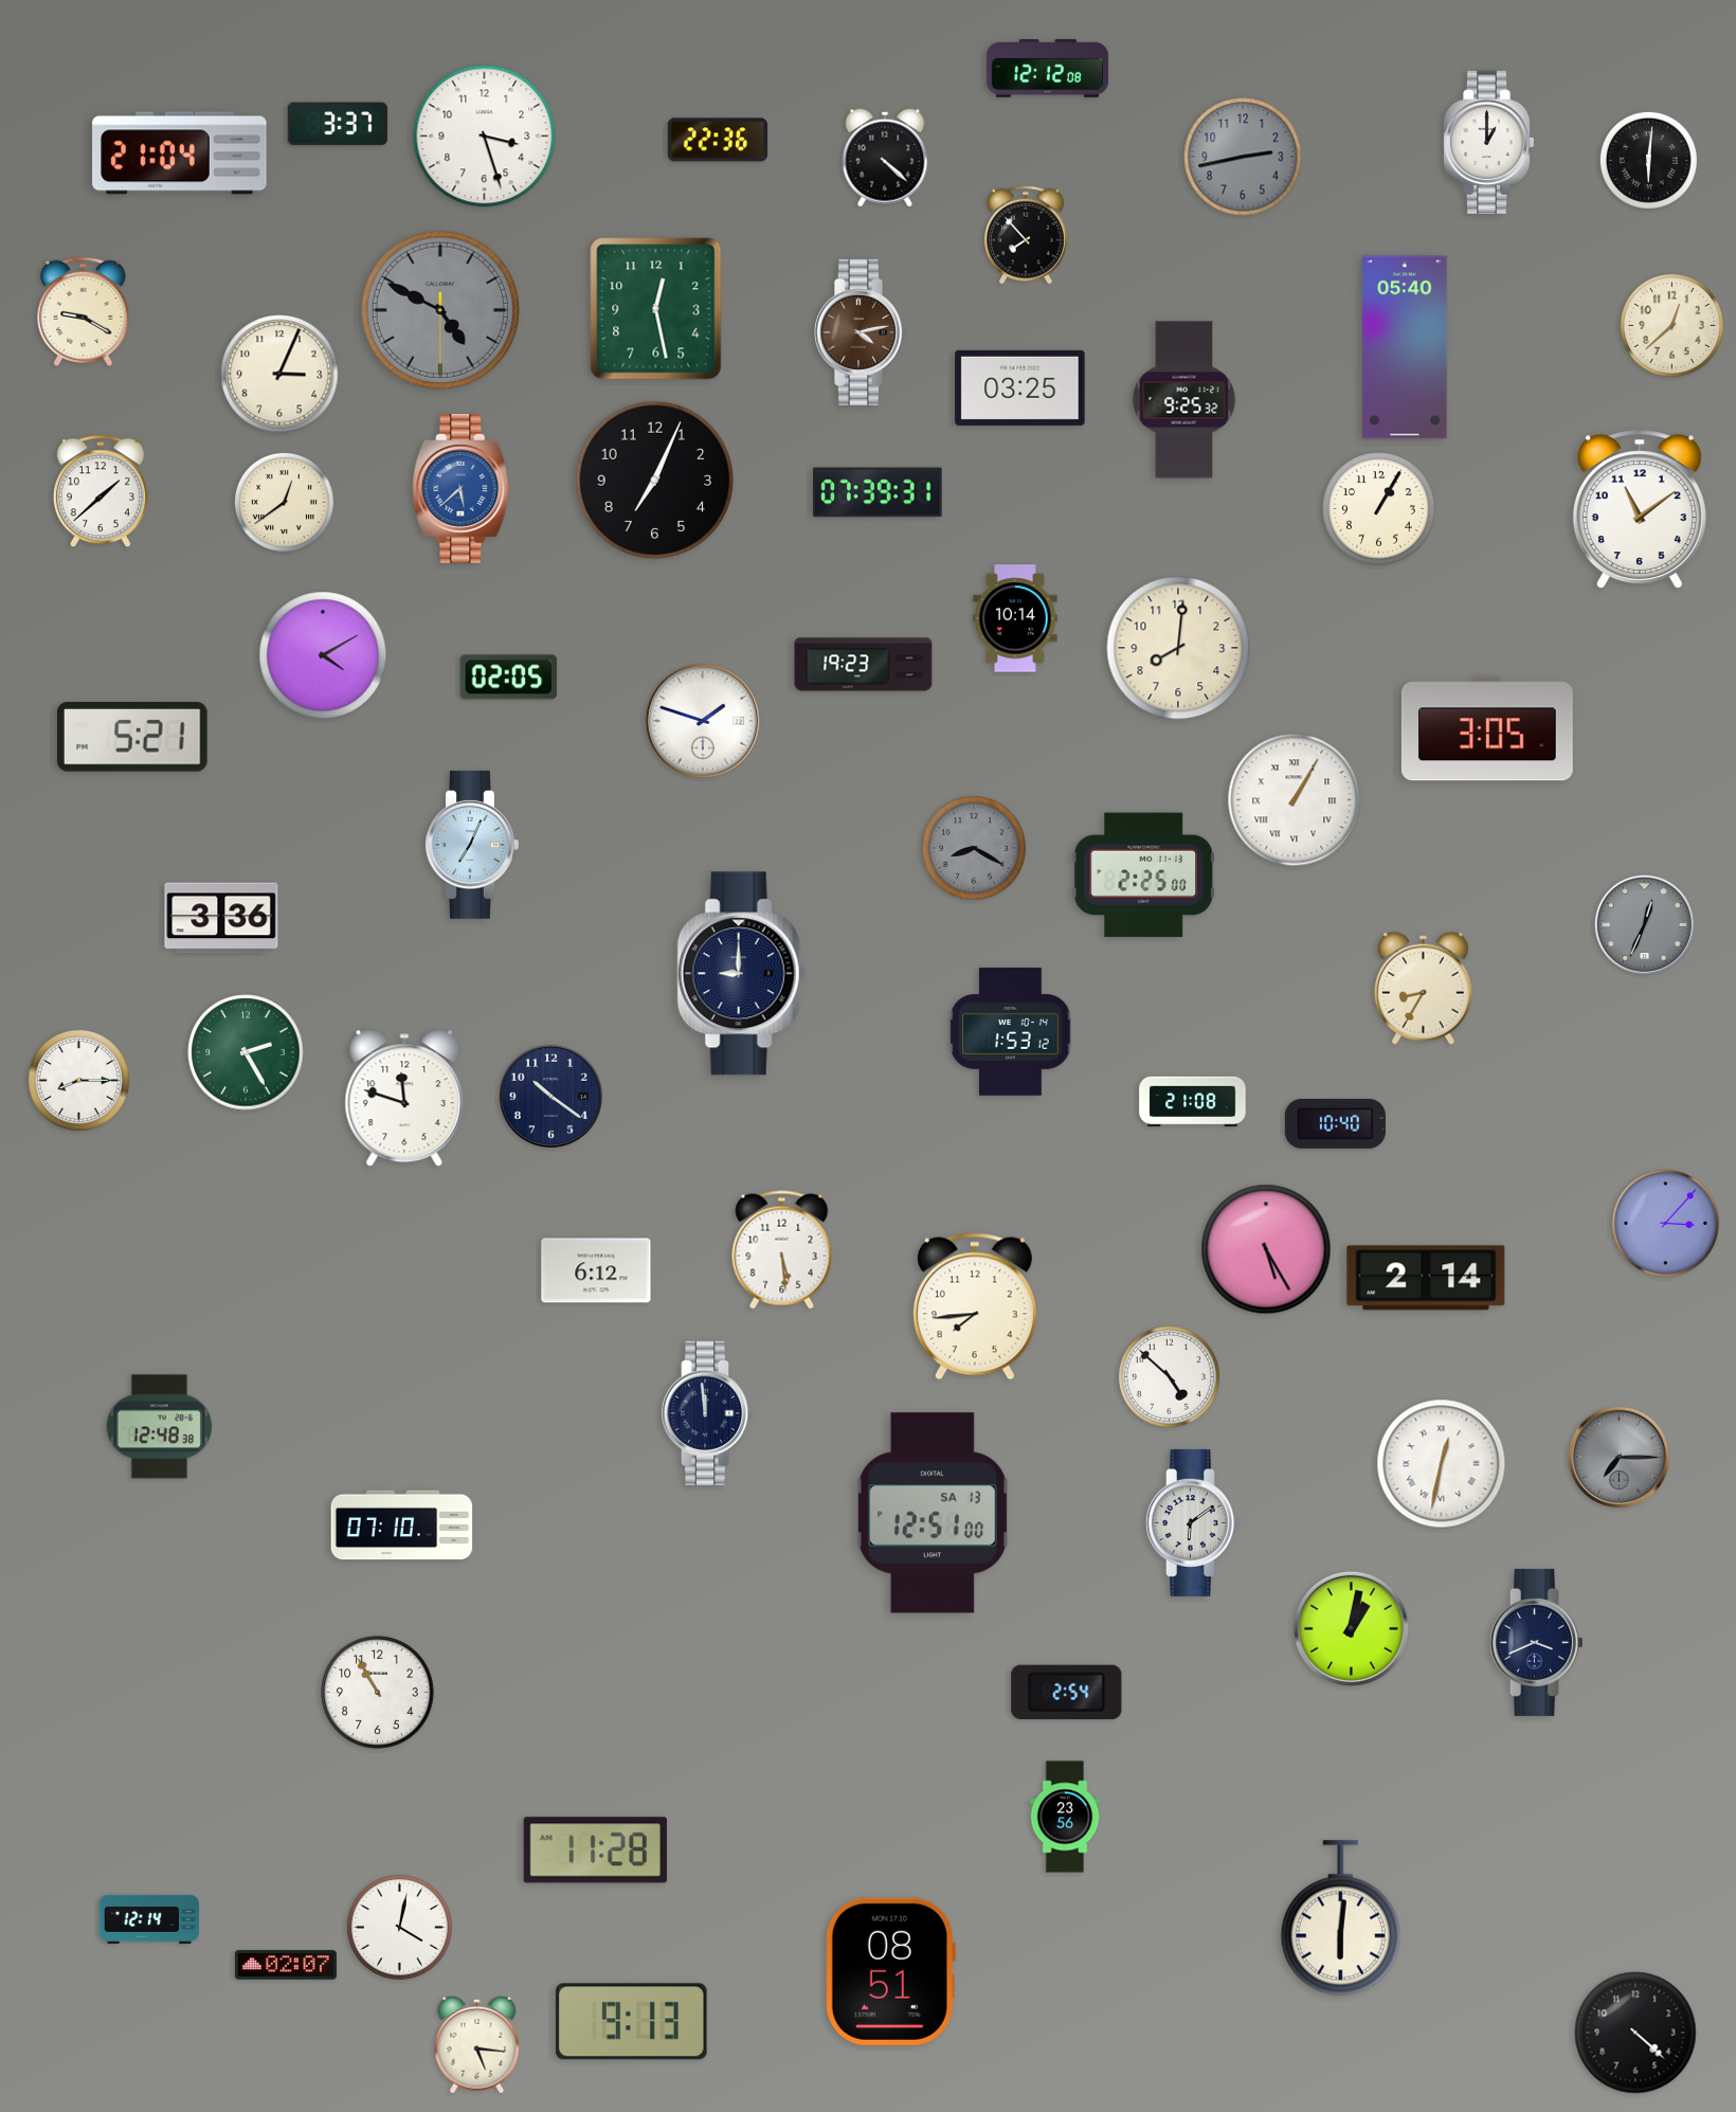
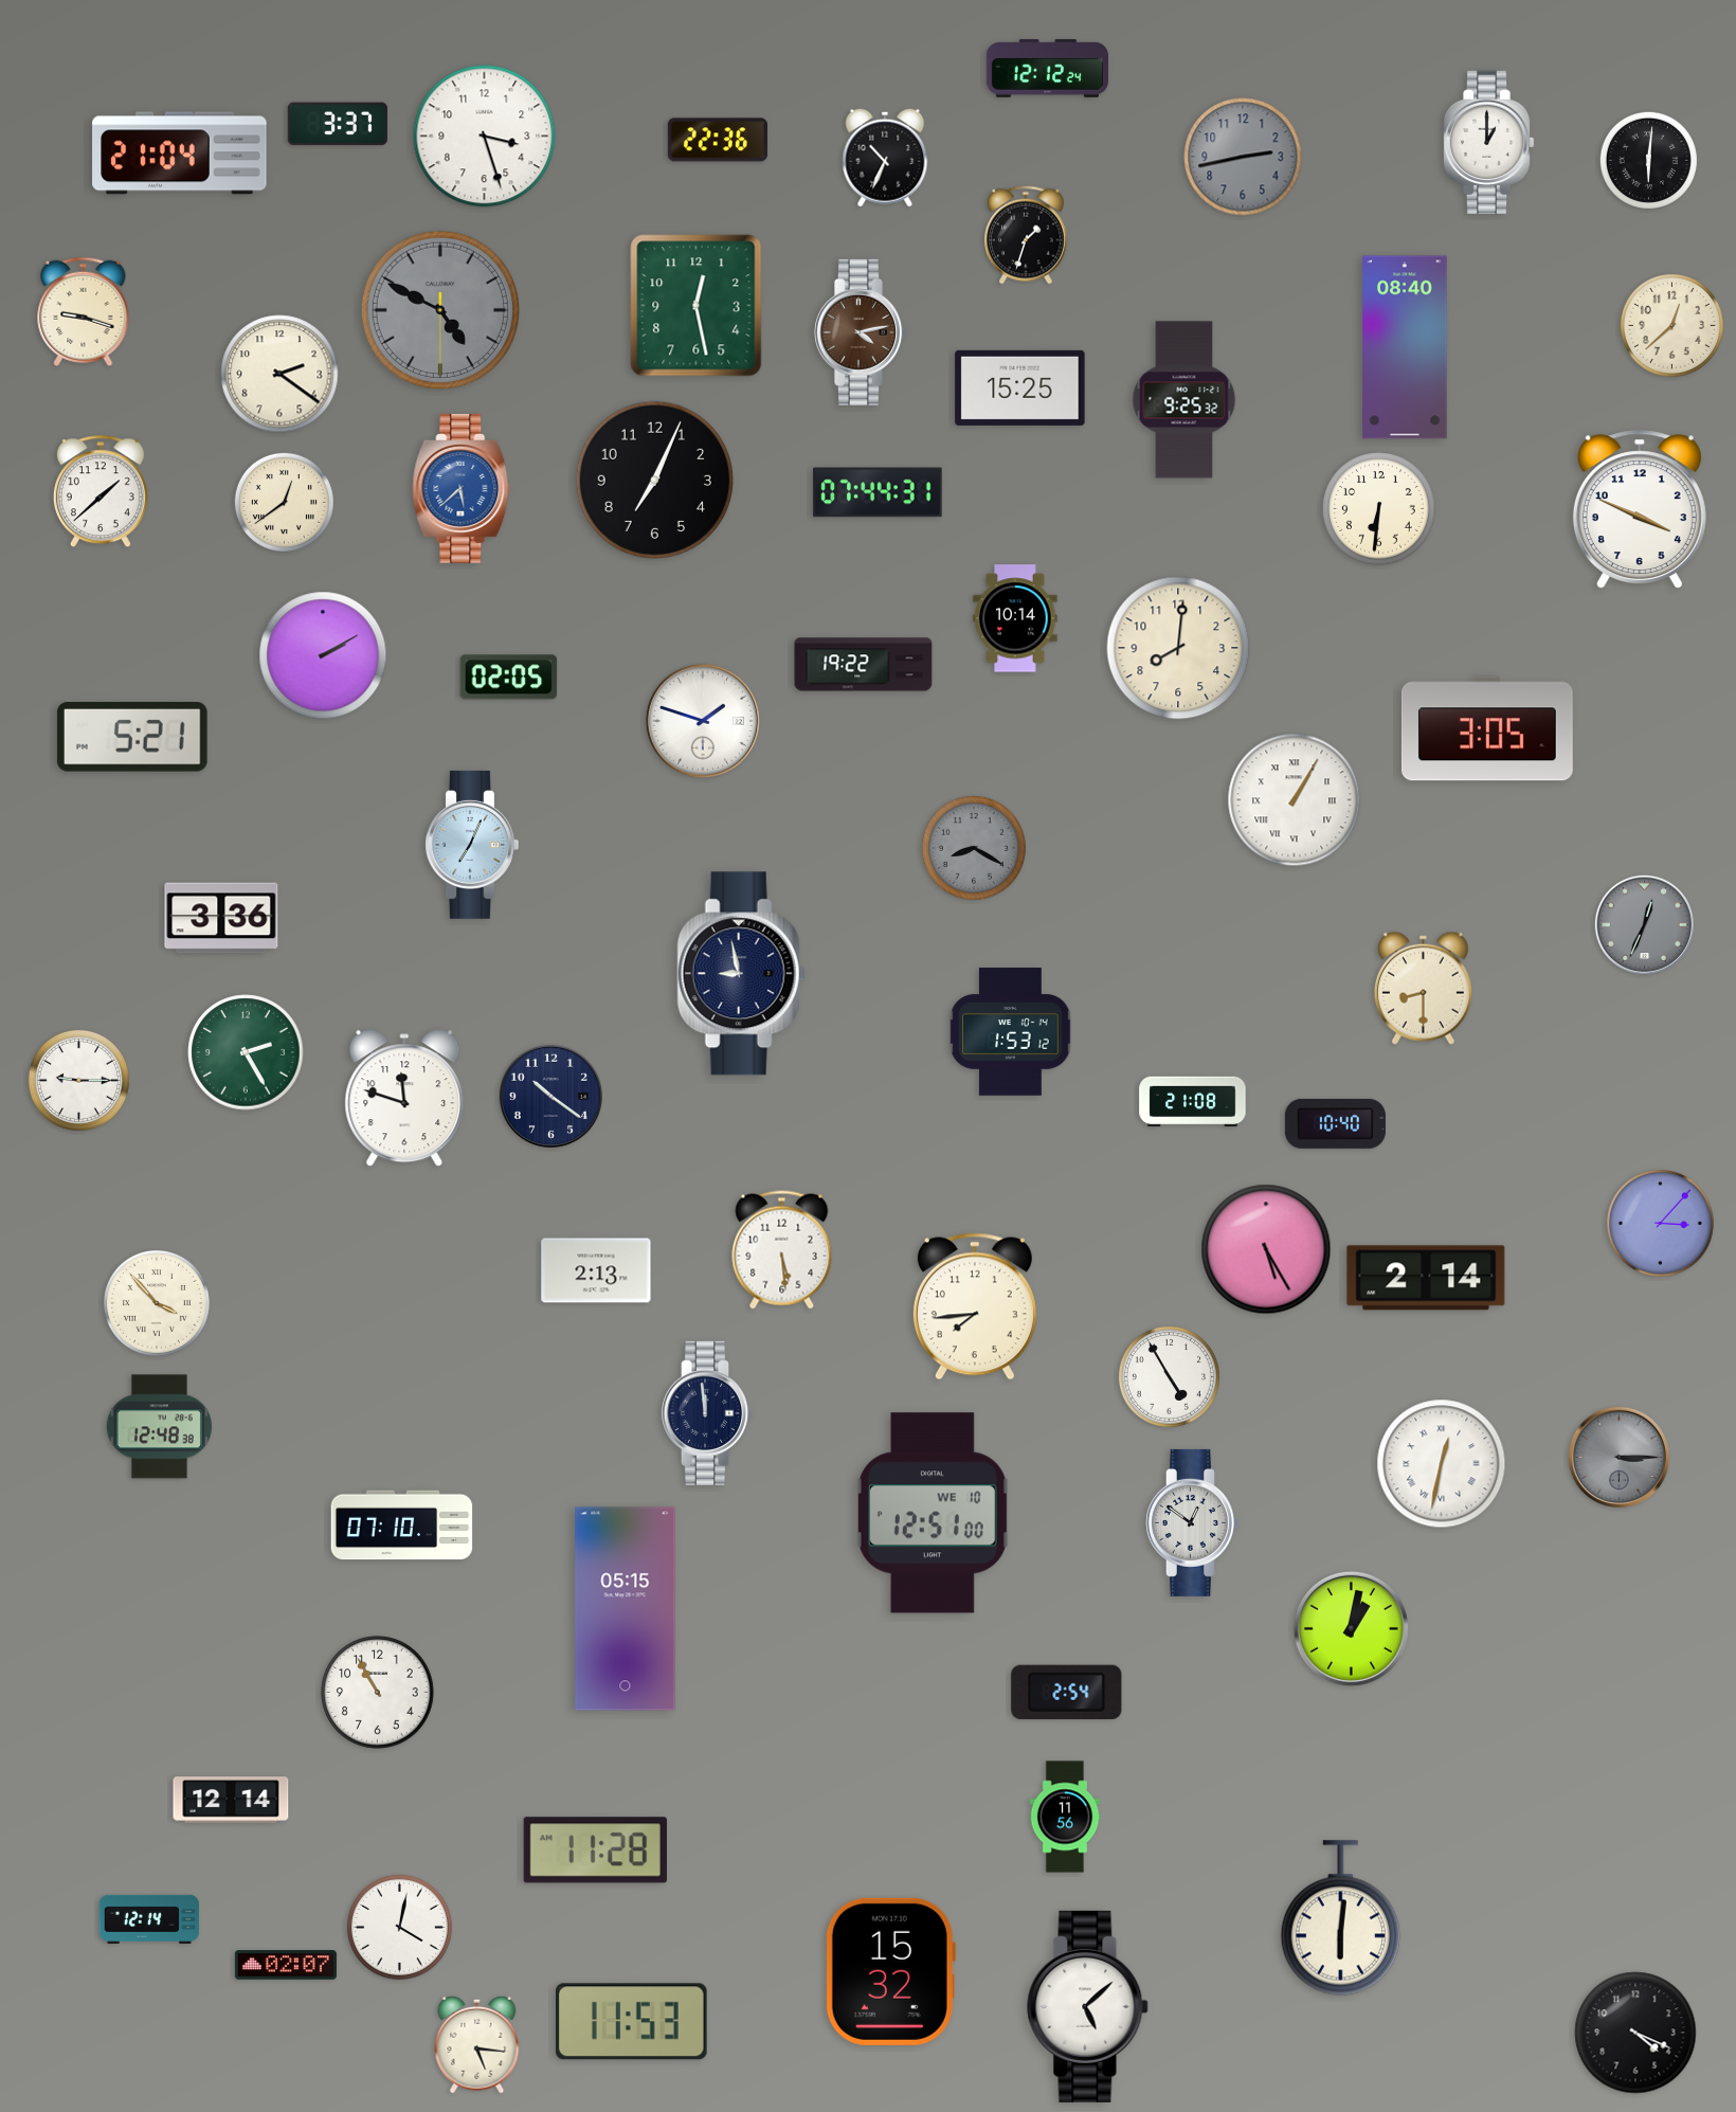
clock at (1047, 69): 12:12:08 -> 12:12:24
clock at (885, 158): 4:22 -> 10:34
clock at (1026, 235): 7:53 -> 1:33
clock at (656, 309) position: (656, 309) -> (697, 306)
clock at (84, 311): 9:20 -> 9:18
clock at (1405, 347): 05:40 -> 08:40
clock at (279, 374): 3:04 -> 2:21
clock at (1020, 387): 03:25 -> 15:25
clock at (878, 492): 07:39 -> 07:44
clock at (1379, 509): 1:05 -> 6:31
clock at (1640, 509): 11:09 -> 3:49
clock at (323, 655): 4:10 -> 2:10
clock at (864, 665): 19:23 -> 19:22
clock at (1143, 876): 2:25 -> none
clock at (741, 974): 9:00 -> 8:58
clock at (1423, 988): 8:35 -> 8:30
clock at (78, 1080): 8:15 -> 9:15
clock at (1666, 1224) position: (1666, 1224) -> (1661, 1224)
clock at (596, 1270): 6:12 -> 2:13
clock at (157, 1303): none -> 3:53
clock at (1169, 1376): 4:52 -> 4:55
clock at (1619, 1457): 7:15 -> 3:15
clock at (933, 1513) date: SA 13 -> WE 10
clock at (1192, 1522): 6:09 -> 12:51
clock at (626, 1609): none -> 05:15
clock at (1536, 1642): 3:41 -> none
clock at (231, 1800): none -> 12:14
clock at (1065, 1817): 23:56 -> 11:56
clock at (890, 1971): 08:51 -> 15:32
clock at (1088, 2006): none -> 5:08
clock at (632, 2022): 9:13 -> 11:53
clock at (1635, 2033): 4:22 -> 4:19
